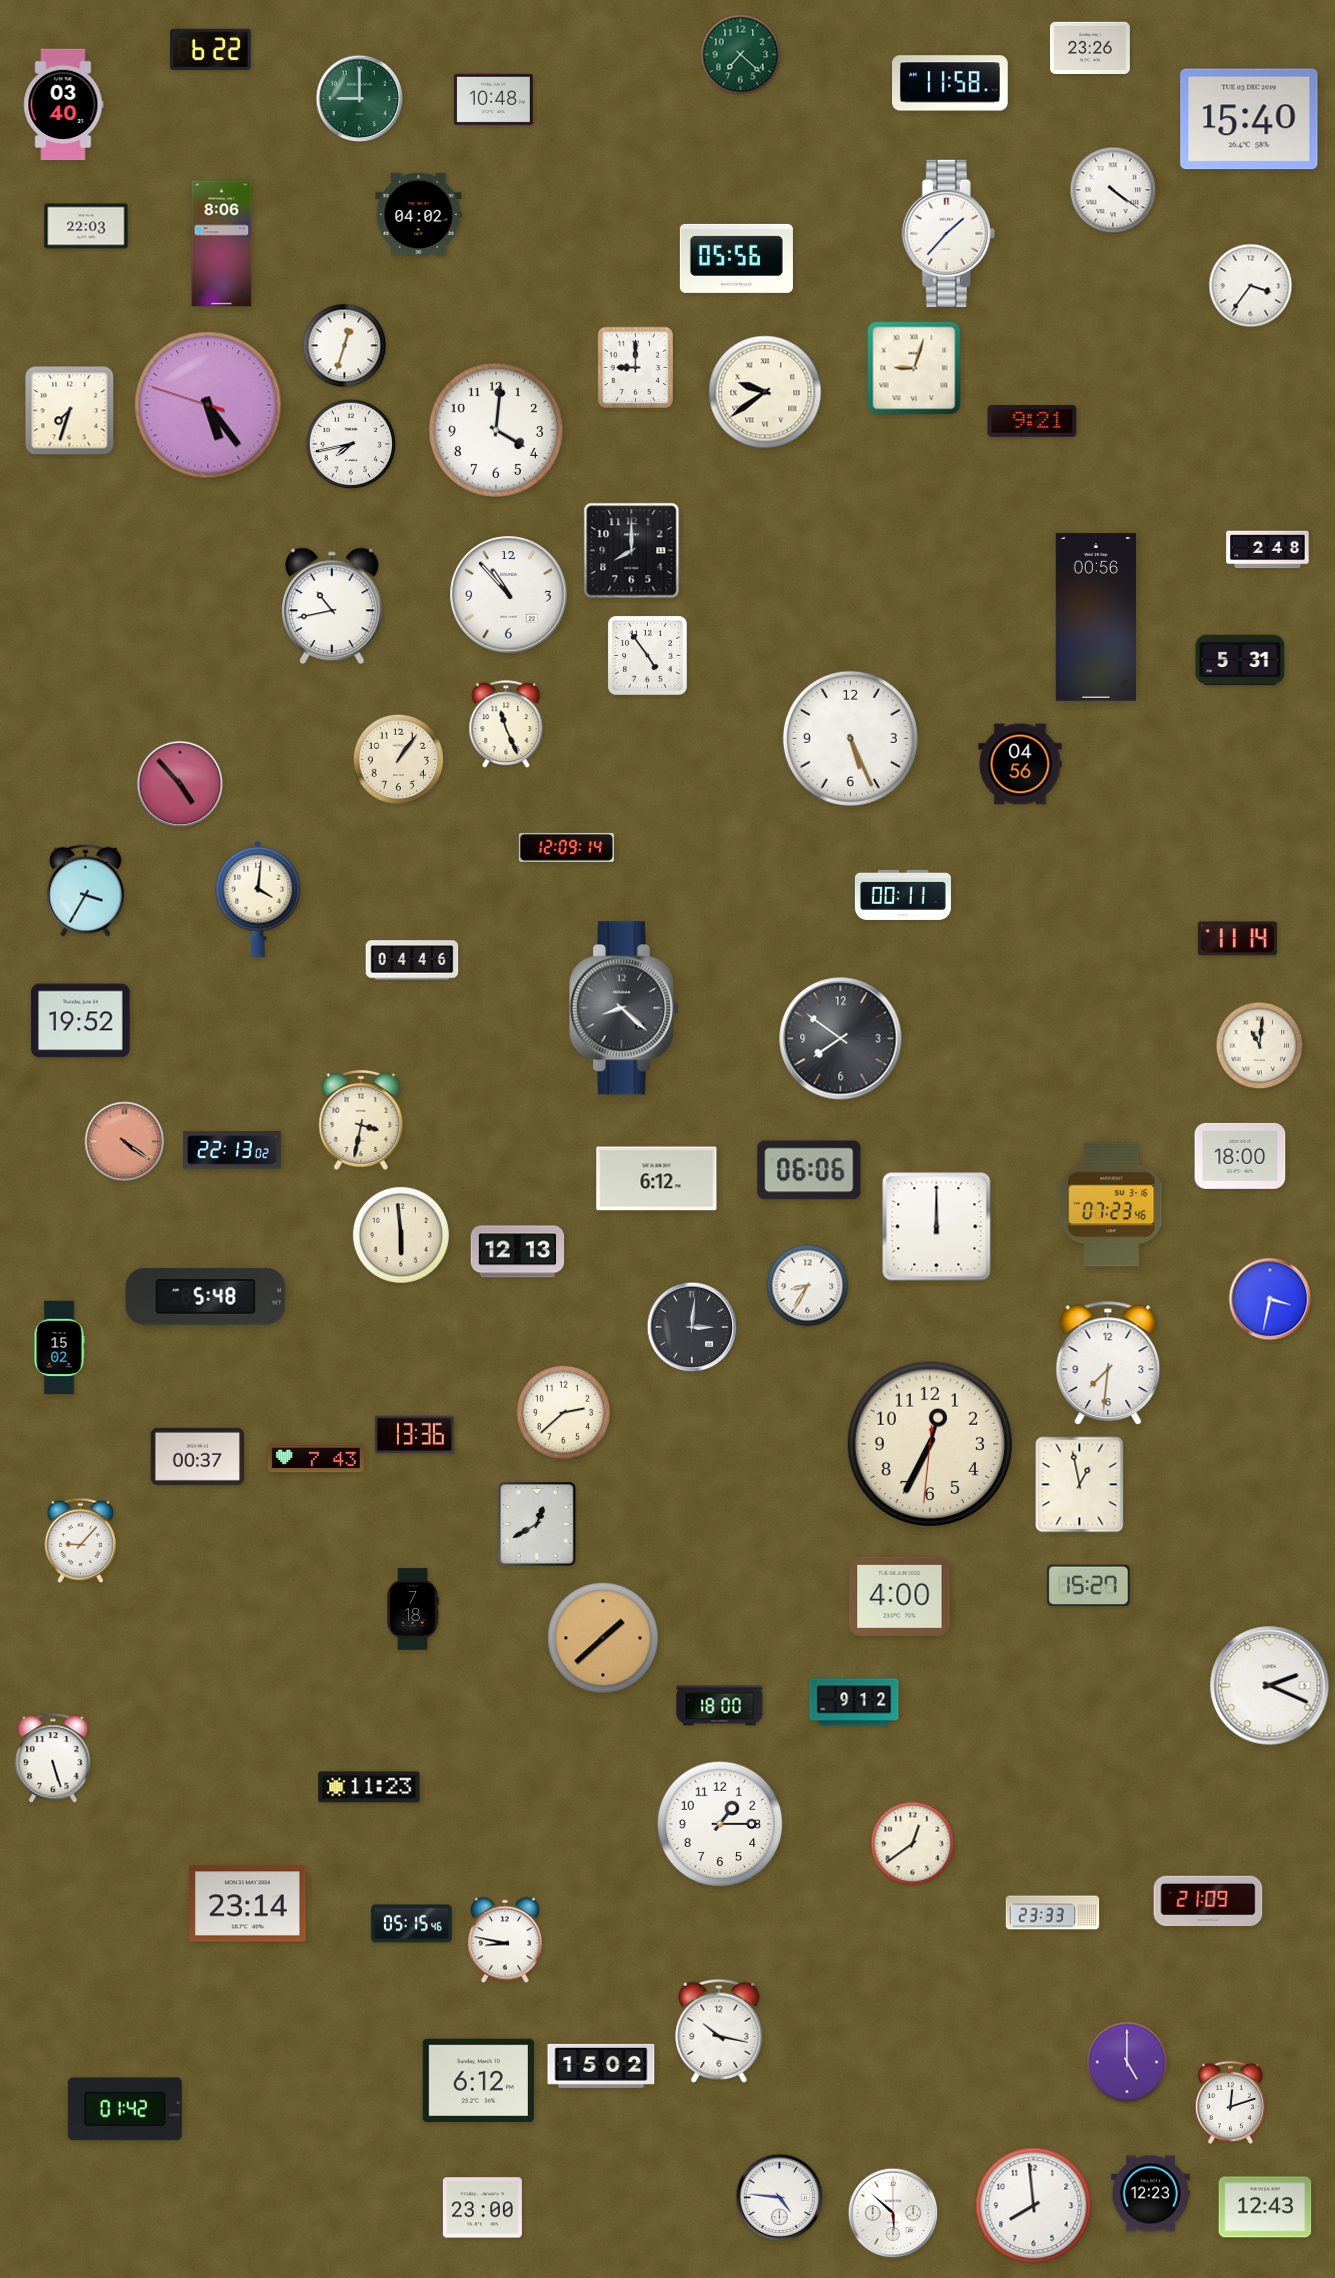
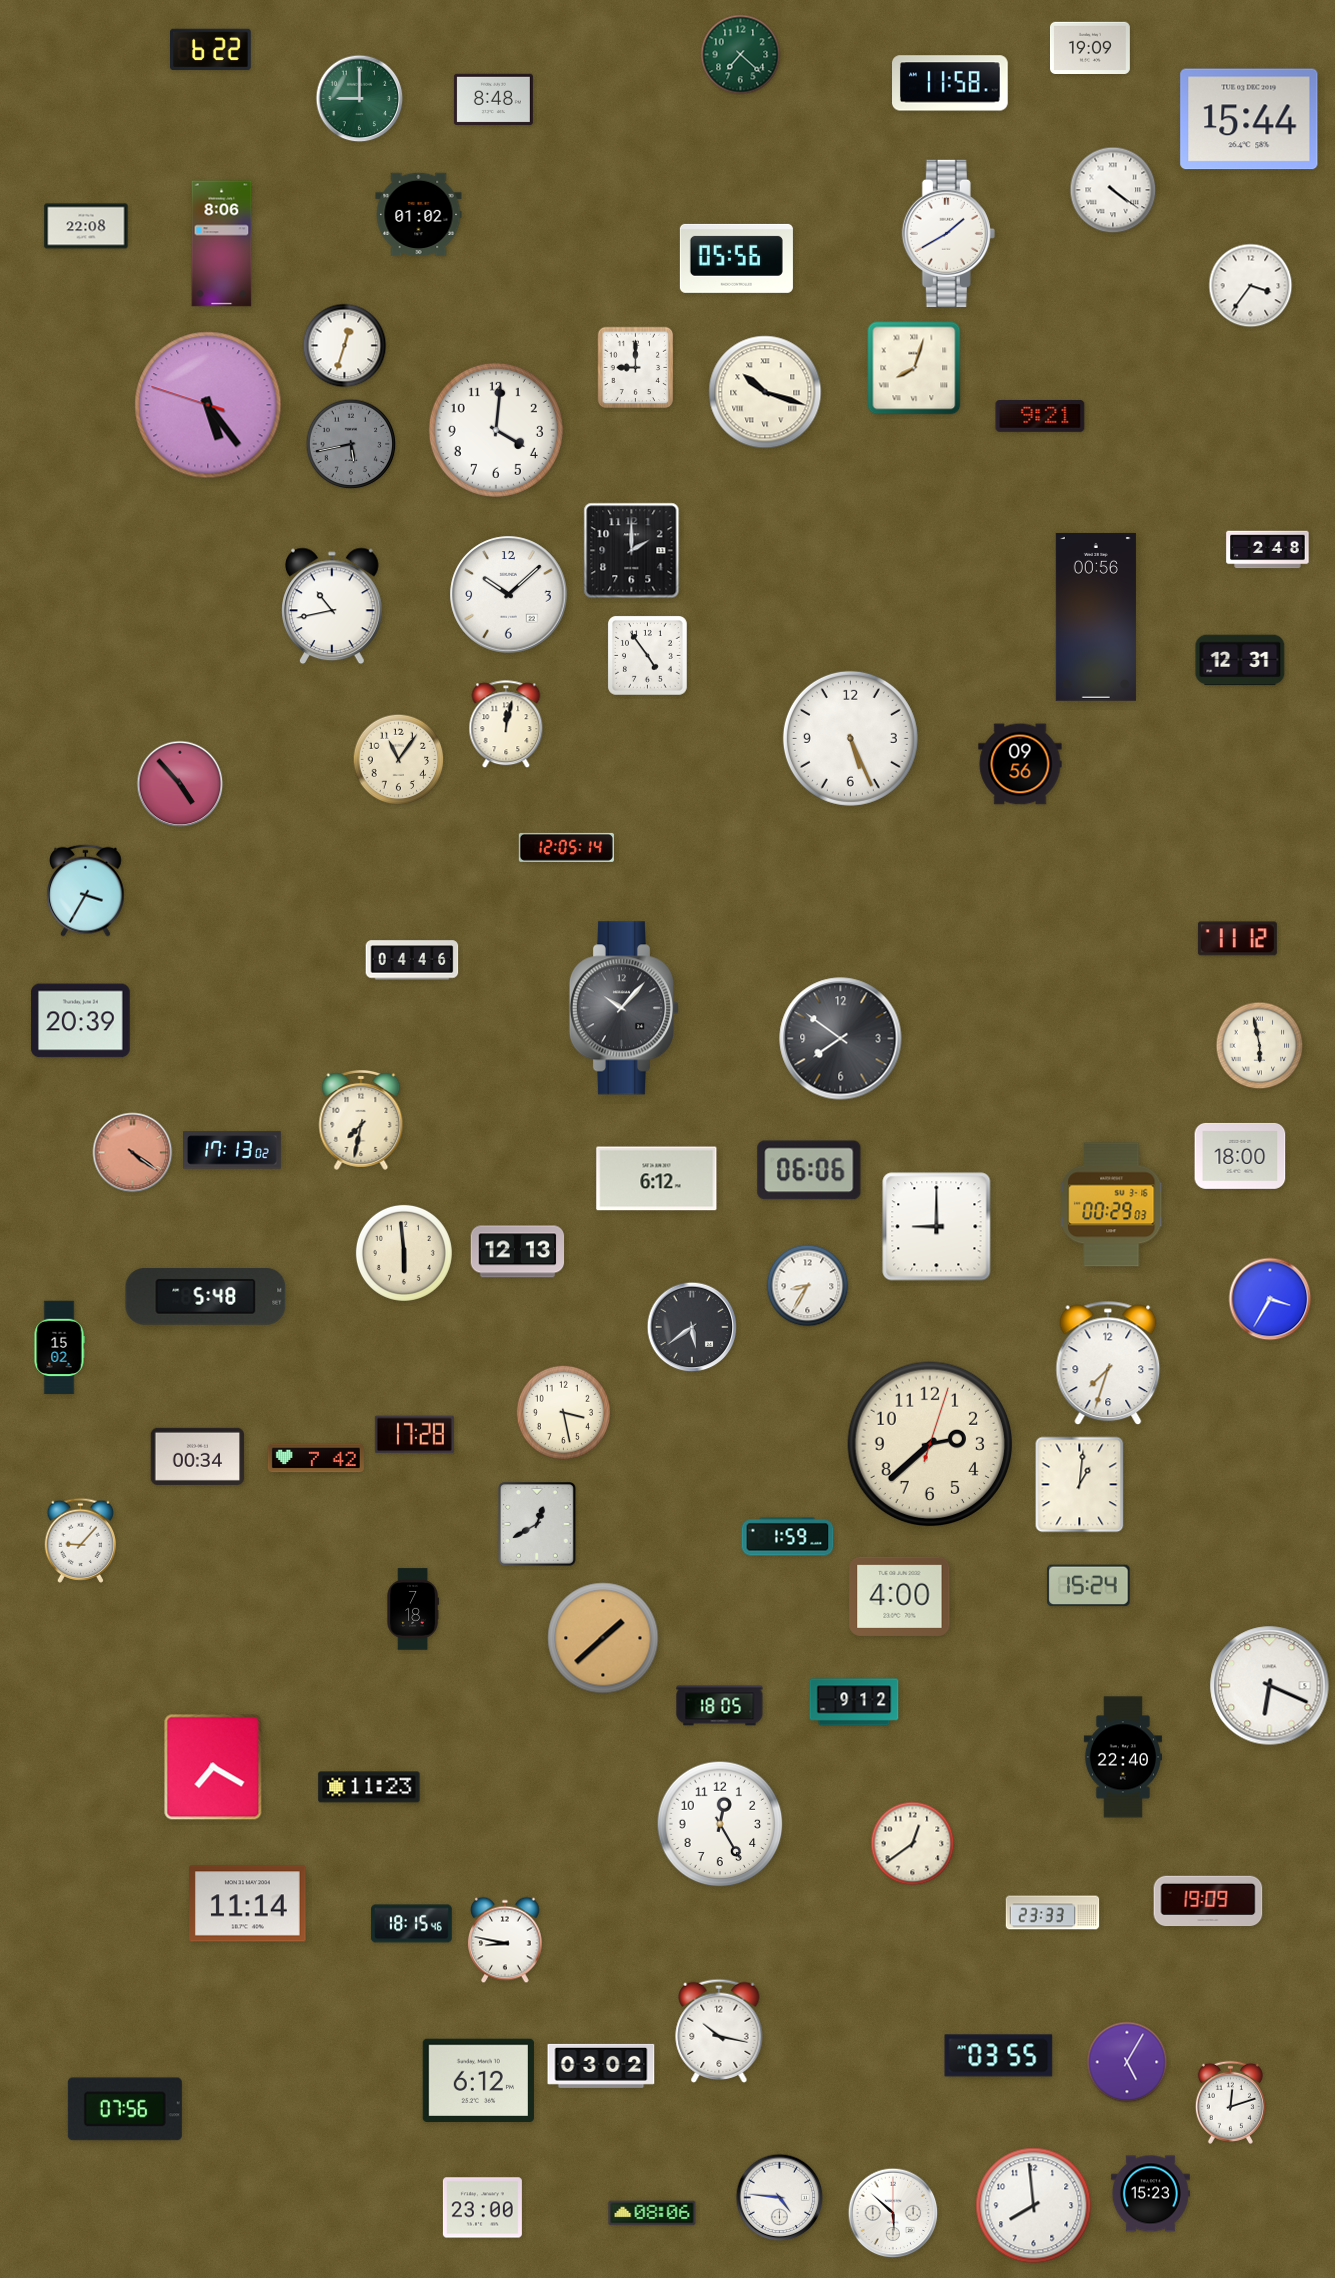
clock at (1091, 47): 23:26 -> 19:09
clock at (493, 100): 10:48 -> 8:48
clock at (64, 105): 03:40 -> none
clock at (1249, 119): 15:40 -> 15:44
clock at (419, 215): 04:02 -> 01:02
clock at (86, 226): 22:03 -> 22:08
clock at (948, 233): 1:37 -> 1:40
clock at (914, 368): 9:03 -> 8:03
clock at (765, 392): 9:39 -> 10:18
clock at (70, 411): 7:33 -> none
clock at (1032, 421) position: (1032, 421) -> (1040, 416)
clock at (351, 444): 7:43 -> 5:43
clock at (351, 444) dial: white -> grey
clock at (632, 551): 8:00 -> 2:00
clock at (509, 595): 10:53 -> 10:08
clock at (1240, 660): 5:31 -> 12:31
clock at (506, 725): 11:26 -> 12:02
clock at (399, 760): 1:06 -> 11:06
clock at (1020, 764): 04:56 -> 09:56
clock at (566, 847): 12:09 -> 12:05
clock at (903, 895): 00:11 -> none
clock at (258, 899): 4:01 -> none
clock at (1237, 939): 11:14 -> 11:12
clock at (624, 1008): 8:22 -> 10:07
clock at (81, 1021): 19:52 -> 20:39
clock at (1260, 1046): 11:01 -> 5:58
clock at (361, 1120): 3:32 -> 7:32
clock at (125, 1142) position: (125, 1142) -> (133, 1153)
clock at (233, 1150): 22:13 -> 17:13
clock at (1112, 1205): 07:23 -> 00:29
clock at (937, 1227): 12:00 -> 9:00
clock at (401, 1235) position: (401, 1235) -> (404, 1253)
clock at (1270, 1299): 3:32 -> 3:35
clock at (692, 1327): 3:01 -> 5:39
clock at (1108, 1363): 7:31 -> 7:33
clock at (563, 1412): 2:38 -> 3:28
clock at (414, 1435): 13:36 -> 17:28
clock at (930, 1444): 12:34 -> 2:38
clock at (198, 1456): 00:37 -> 00:34
clock at (316, 1458): 7:43 -> 7:42
clock at (1080, 1485): 12:58 -> 1:01
clock at (788, 1537): none -> 1:59
clock at (1089, 1586): 15:27 -> 15:24
clock at (1270, 1686): 2:19 -> 6:19
clock at (720, 1706): 18:00 -> 18:05
clock at (1123, 1757): none -> 22:40
clock at (53, 1759): 5:27 -> none
clock at (213, 1767): none -> 7:20
clock at (720, 1824): 1:15 -> 12:25
clock at (1208, 1901): 21:09 -> 19:09
clock at (248, 1904): 23:14 -> 11:14
clock at (412, 1924): 05:15 -> 18:15
clock at (999, 2056): none -> 03:55
clock at (1127, 2062): 5:00 -> 5:05
clock at (601, 2066): 15:02 -> 03:02
clock at (125, 2109): 01:42 -> 07:56
clock at (1150, 2194): 12:23 -> 15:23
clock at (1265, 2207): 12:43 -> none
clock at (652, 2213): none -> 08:06
